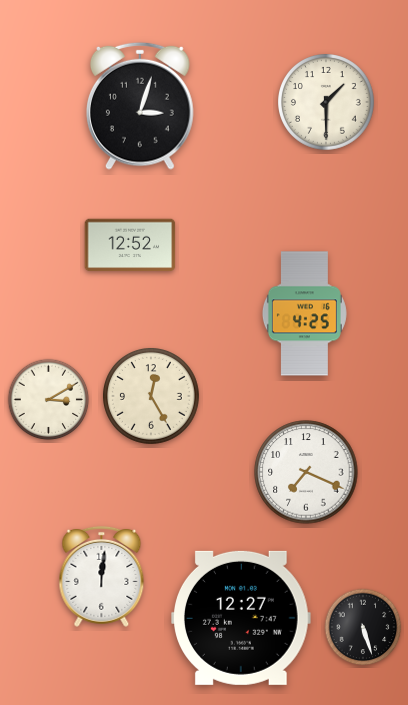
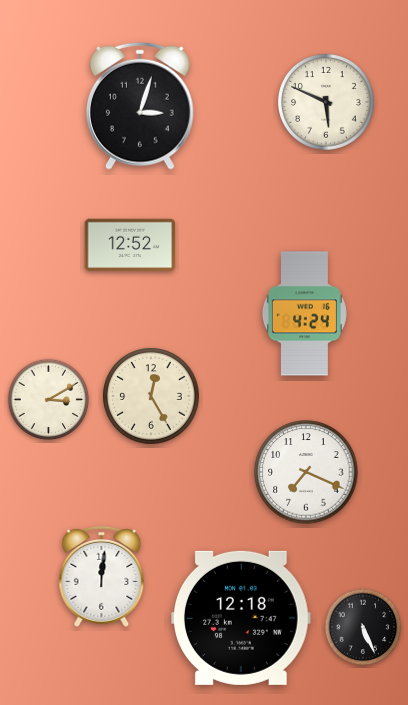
clock at (327, 103): 1:30 -> 5:49
clock at (304, 314): 4:25 -> 4:24
clock at (242, 618): 12:27 -> 12:18
clock at (363, 627): 5:27 -> 5:26
